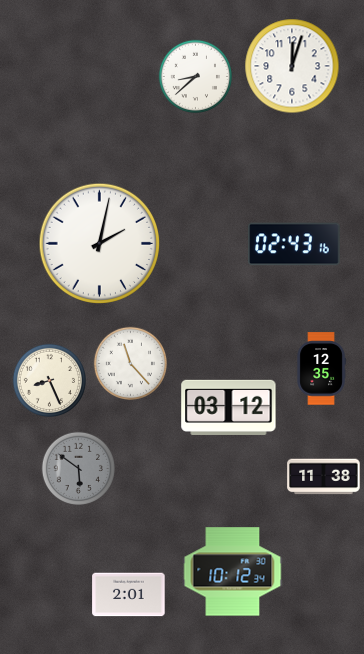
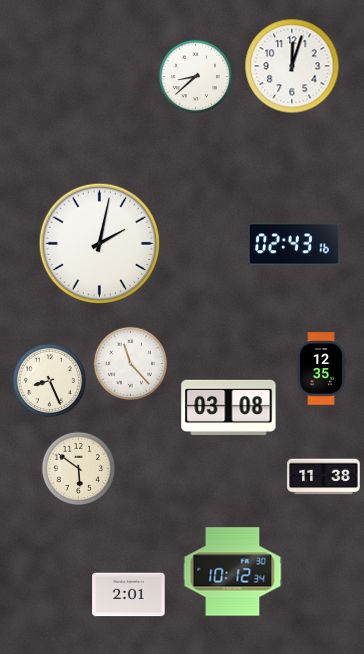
clock at (229, 407): 03:12 -> 03:08
clock at (78, 468) dial: grey -> cream
